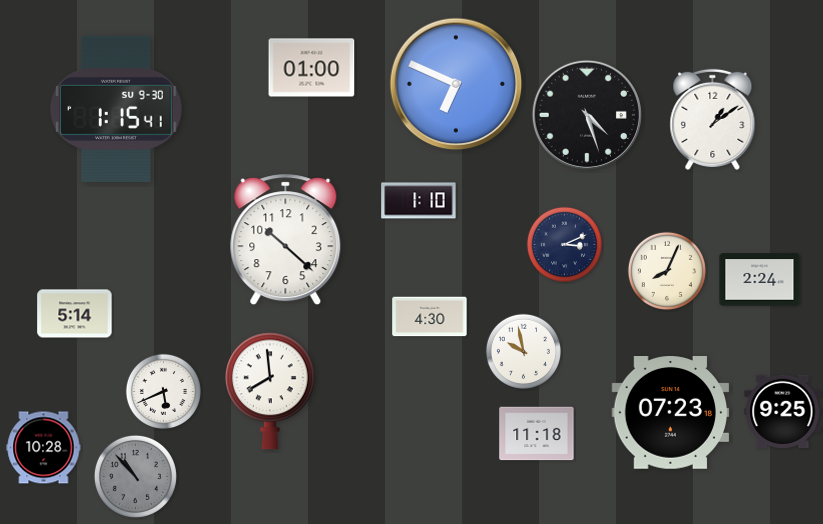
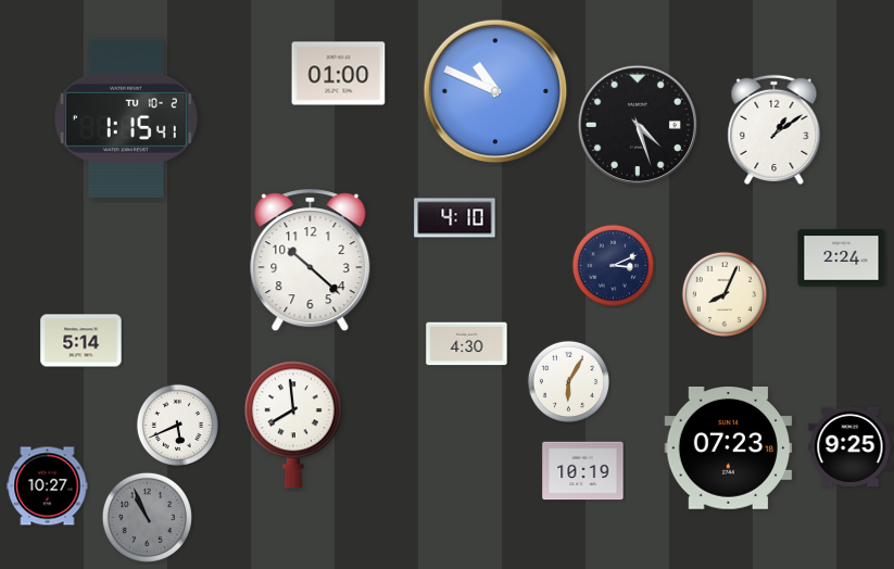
clock at (456, 84): 6:49 -> 10:49
clock at (117, 109) date: SU 9-30 -> TU 10-2
clock at (419, 201): 1:10 -> 4:10
clock at (760, 280) position: (760, 280) -> (842, 258)
clock at (523, 351): 9:58 -> 6:05
clock at (537, 434): 11:18 -> 10:19
clock at (44, 448): 10:28 -> 10:27
clock at (135, 476): 10:53 -> 10:56
